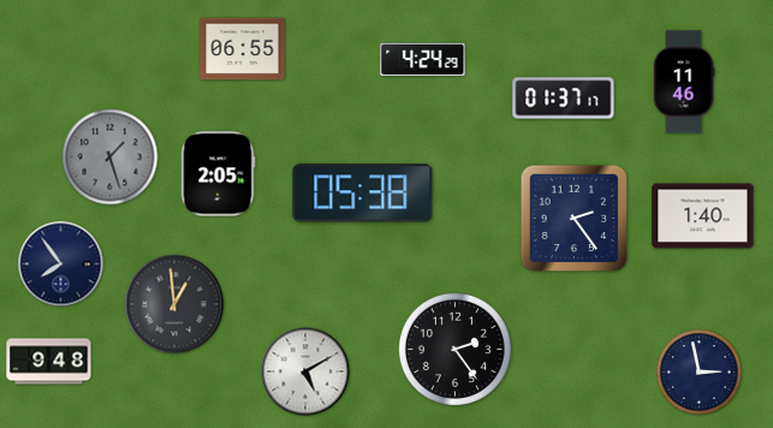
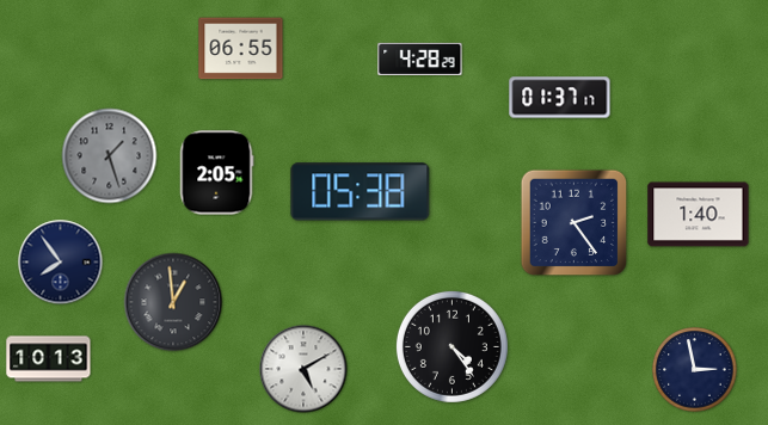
clock at (423, 59): 4:24 -> 4:28
clock at (684, 82): 11:46 -> none
clock at (575, 219) position: (575, 219) -> (575, 223)
clock at (454, 349): 2:24 -> 4:24
clock at (49, 362): 9:48 -> 10:13
